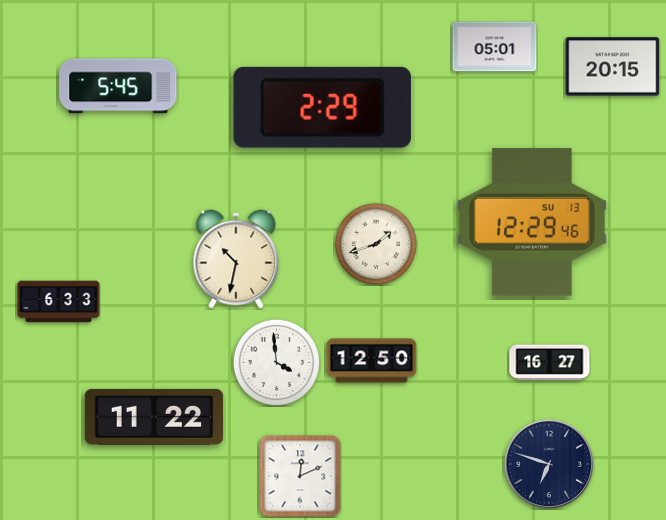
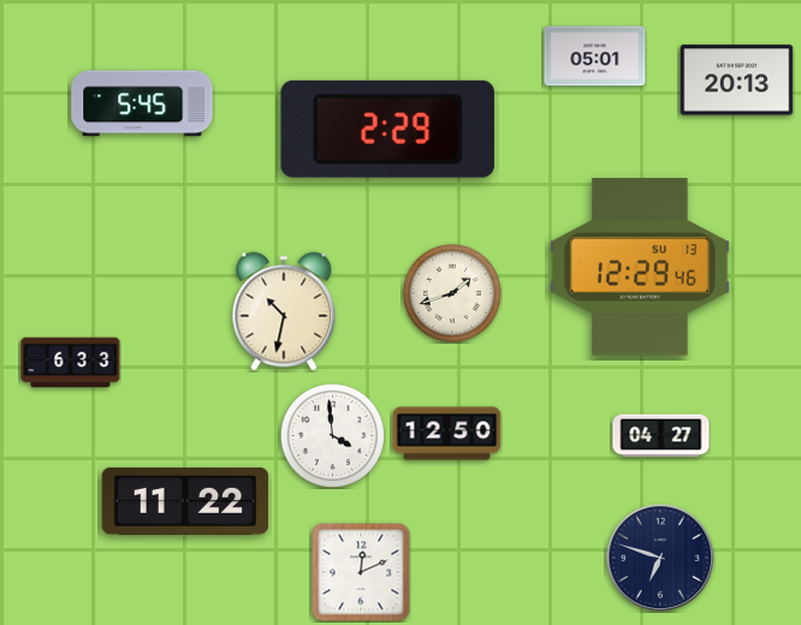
clock at (613, 67): 20:15 -> 20:13
clock at (550, 363): 16:27 -> 04:27
